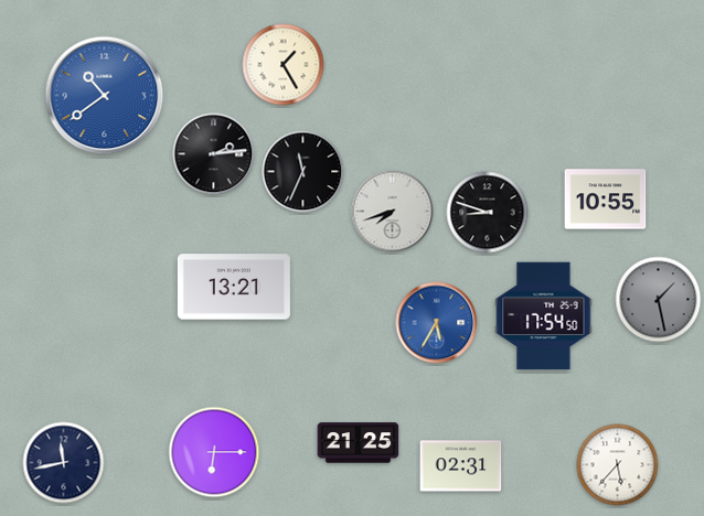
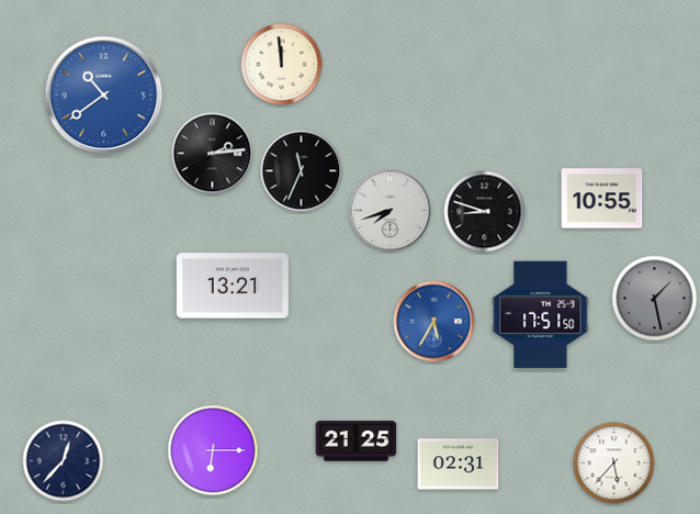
clock at (284, 65): 1:25 -> 11:59
clock at (544, 316): 17:54 -> 17:51
clock at (64, 463): 11:43 -> 12:37
